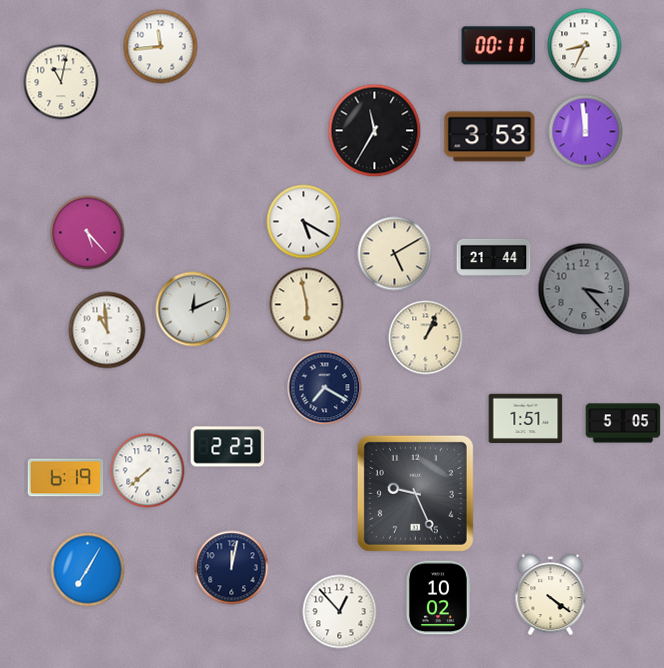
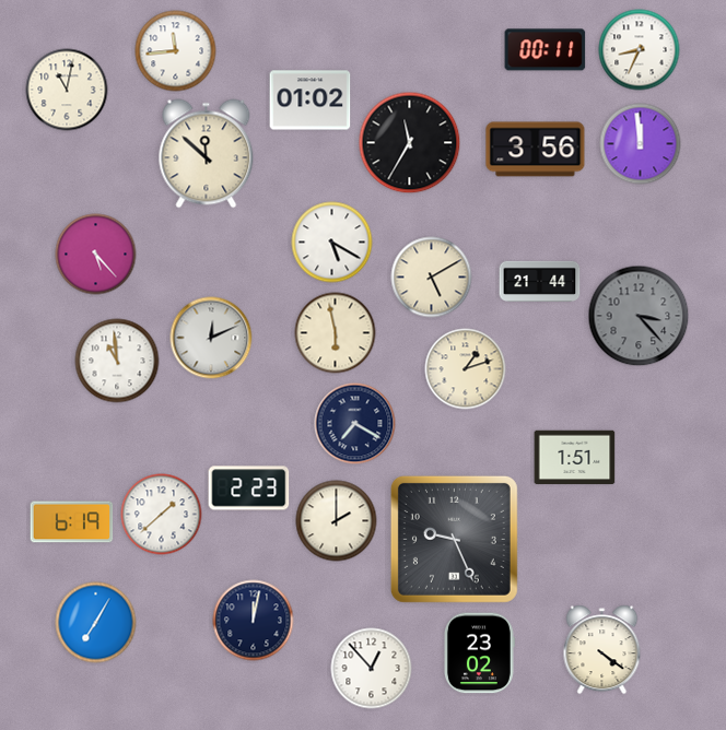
clock at (311, 101): none -> 01:02
clock at (490, 137): 3:53 -> 3:56
clock at (207, 154): none -> 11:52
clock at (426, 338): 1:04 -> 1:12
clock at (623, 423): 5:05 -> none
clock at (148, 471): 7:38 -> 1:38
clock at (337, 521): none -> 2:00
clock at (438, 598): 10:02 -> 23:02
